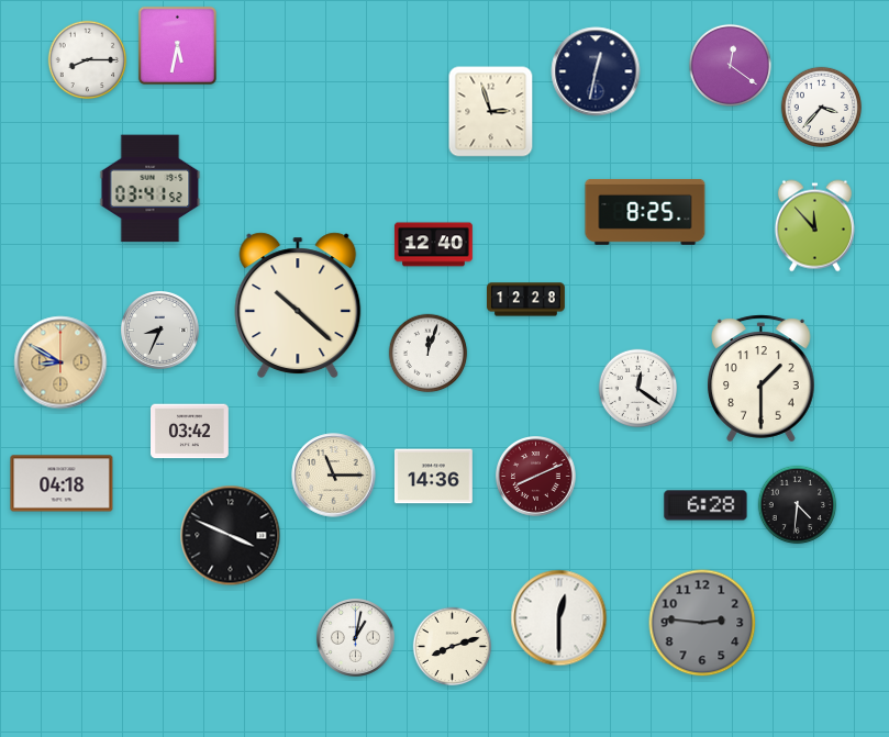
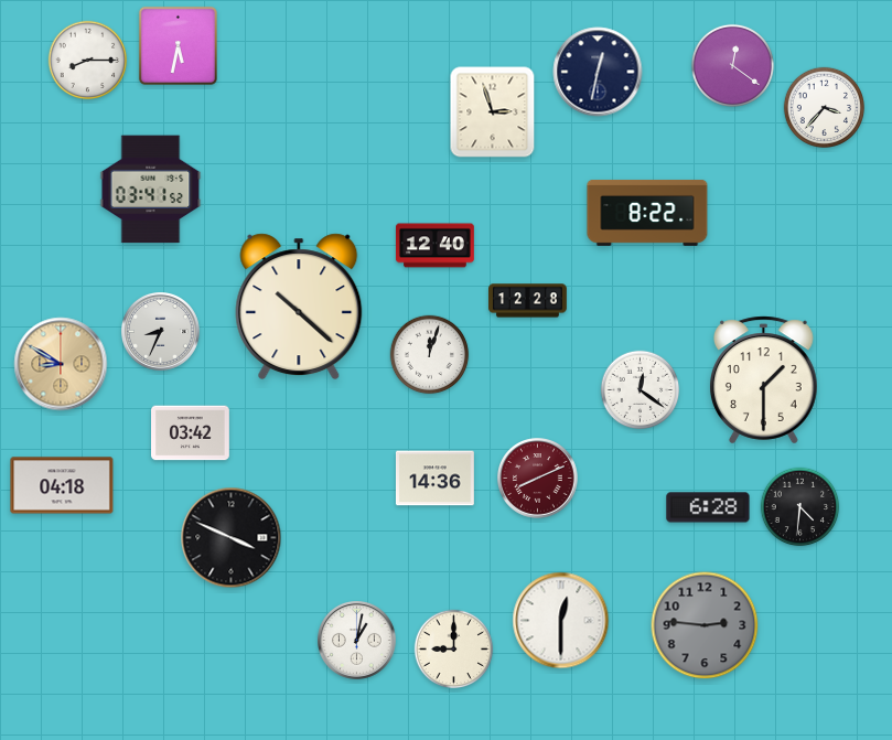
clock at (645, 212): 8:25 -> 8:22
clock at (814, 226): 11:53 -> none
clock at (334, 476): 11:15 -> none
clock at (453, 647): 8:12 -> 9:00
